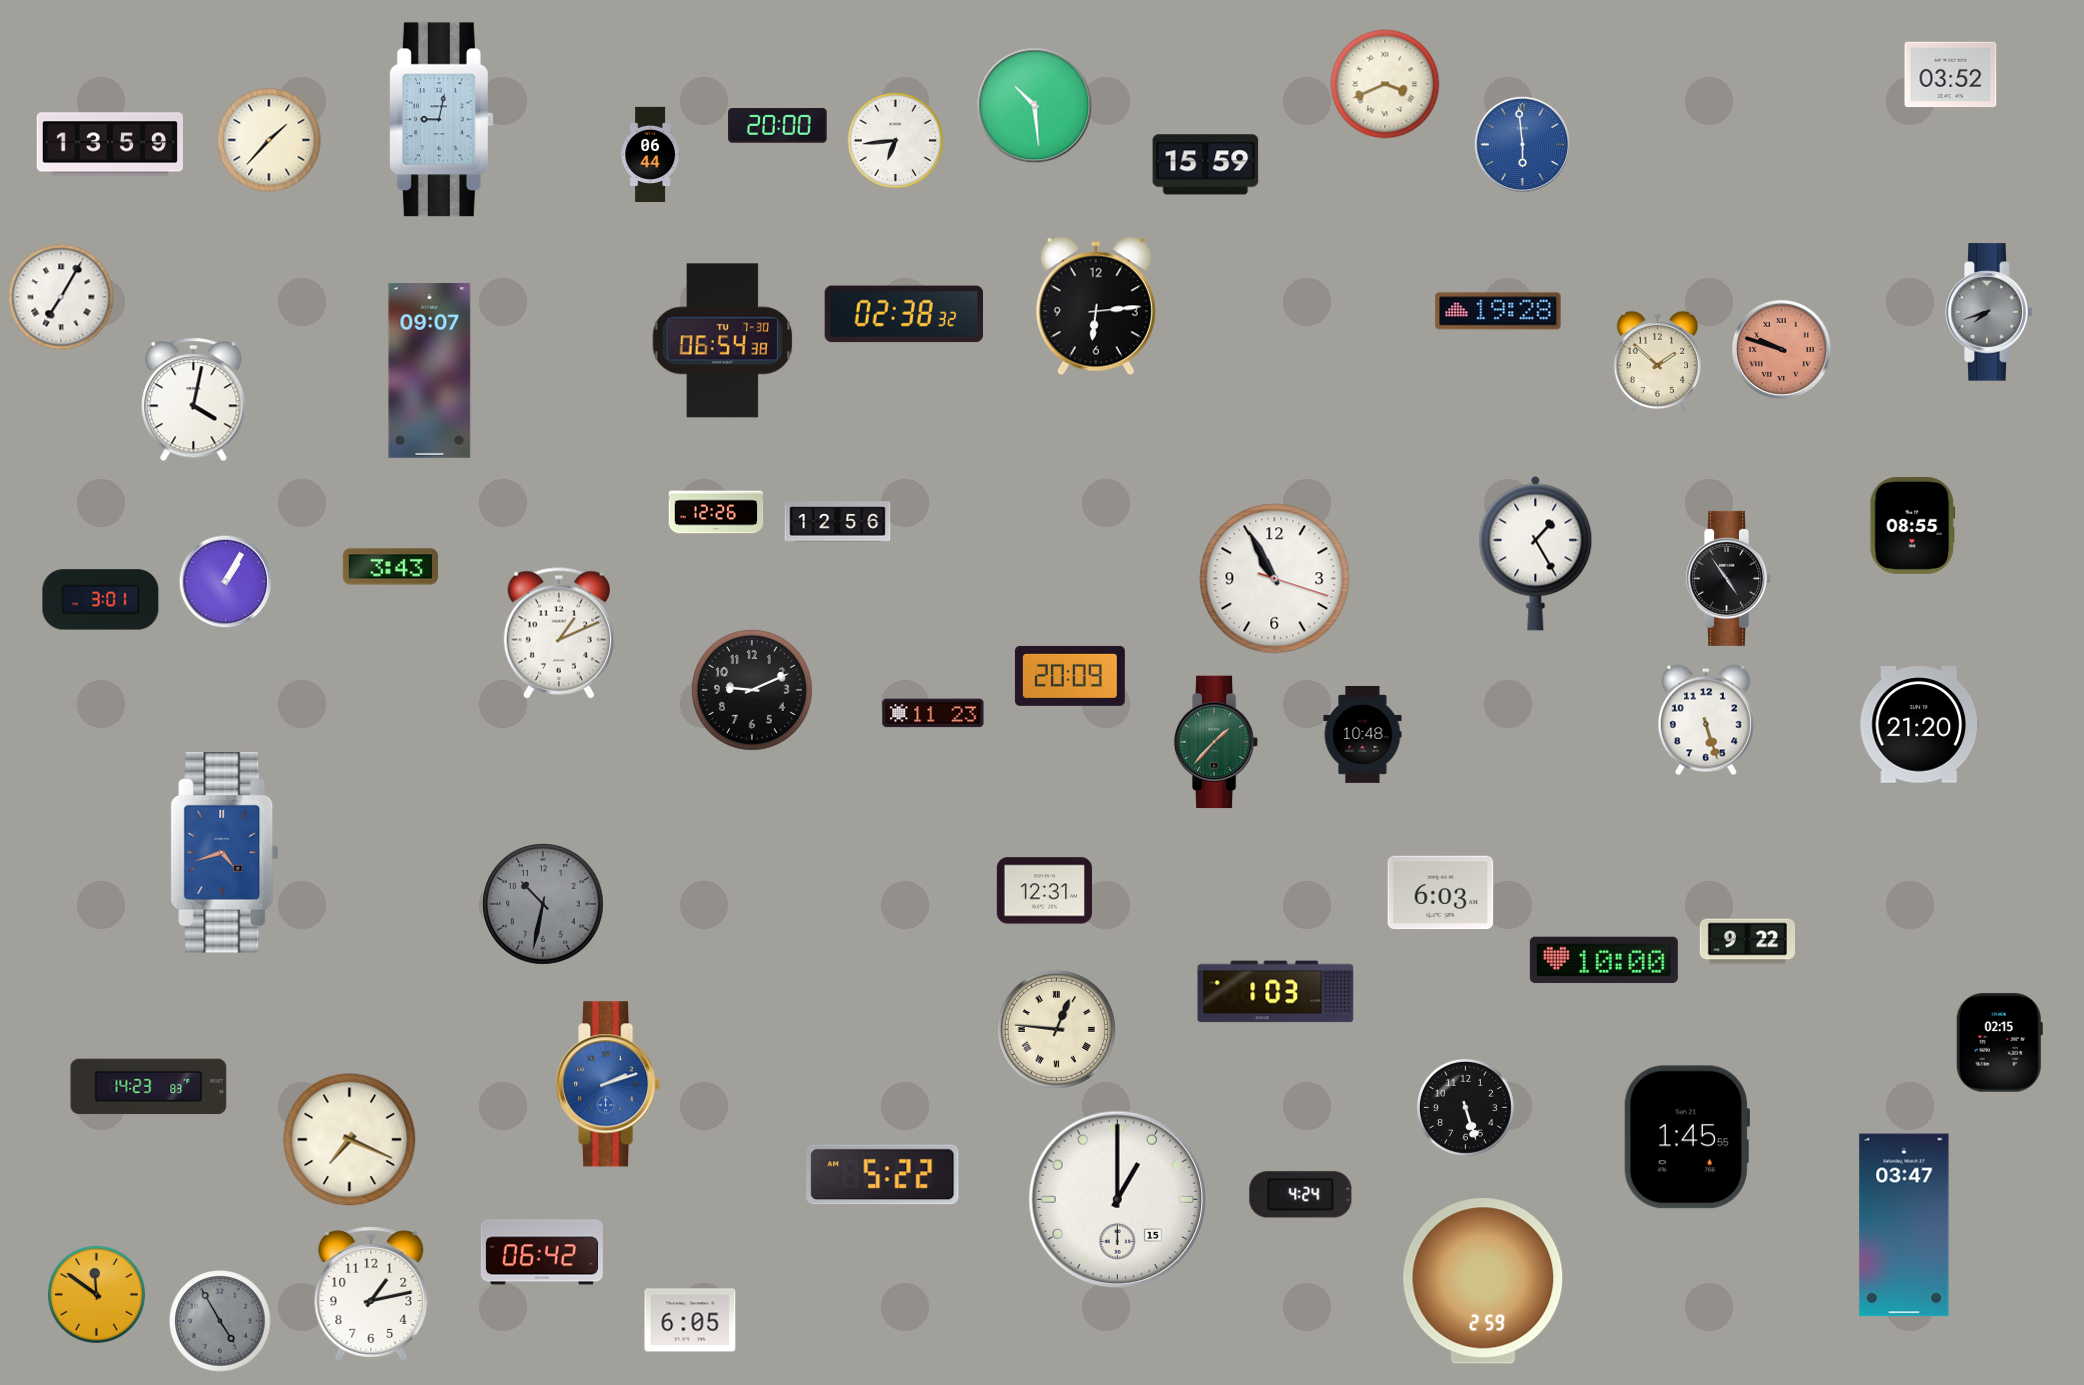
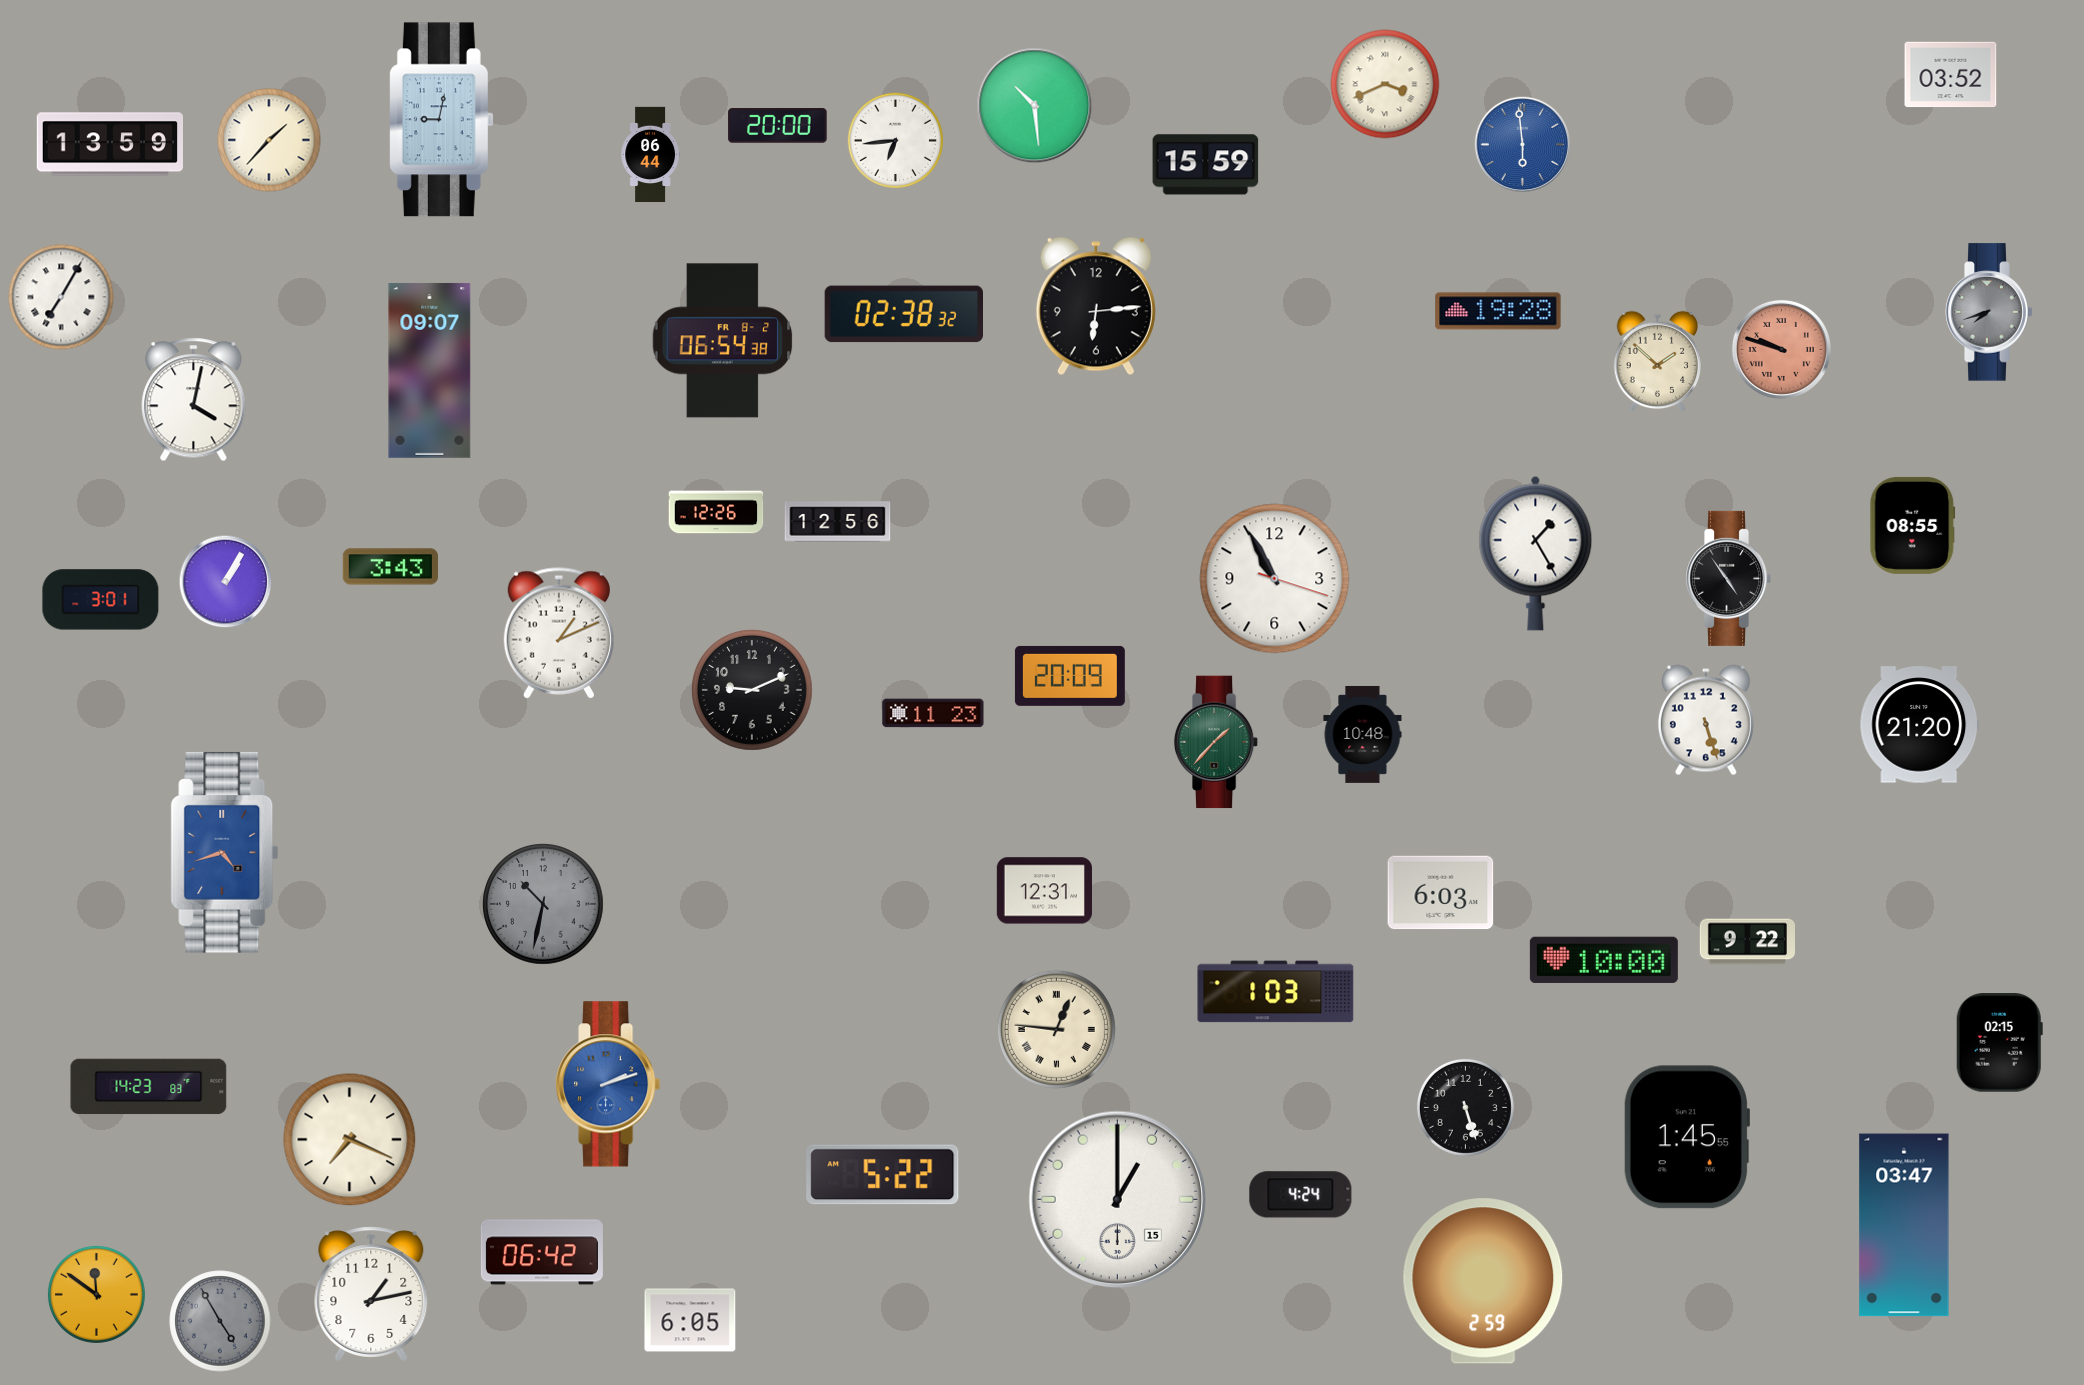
clock at (723, 341) date: TU 7-30 -> FR 8-2
